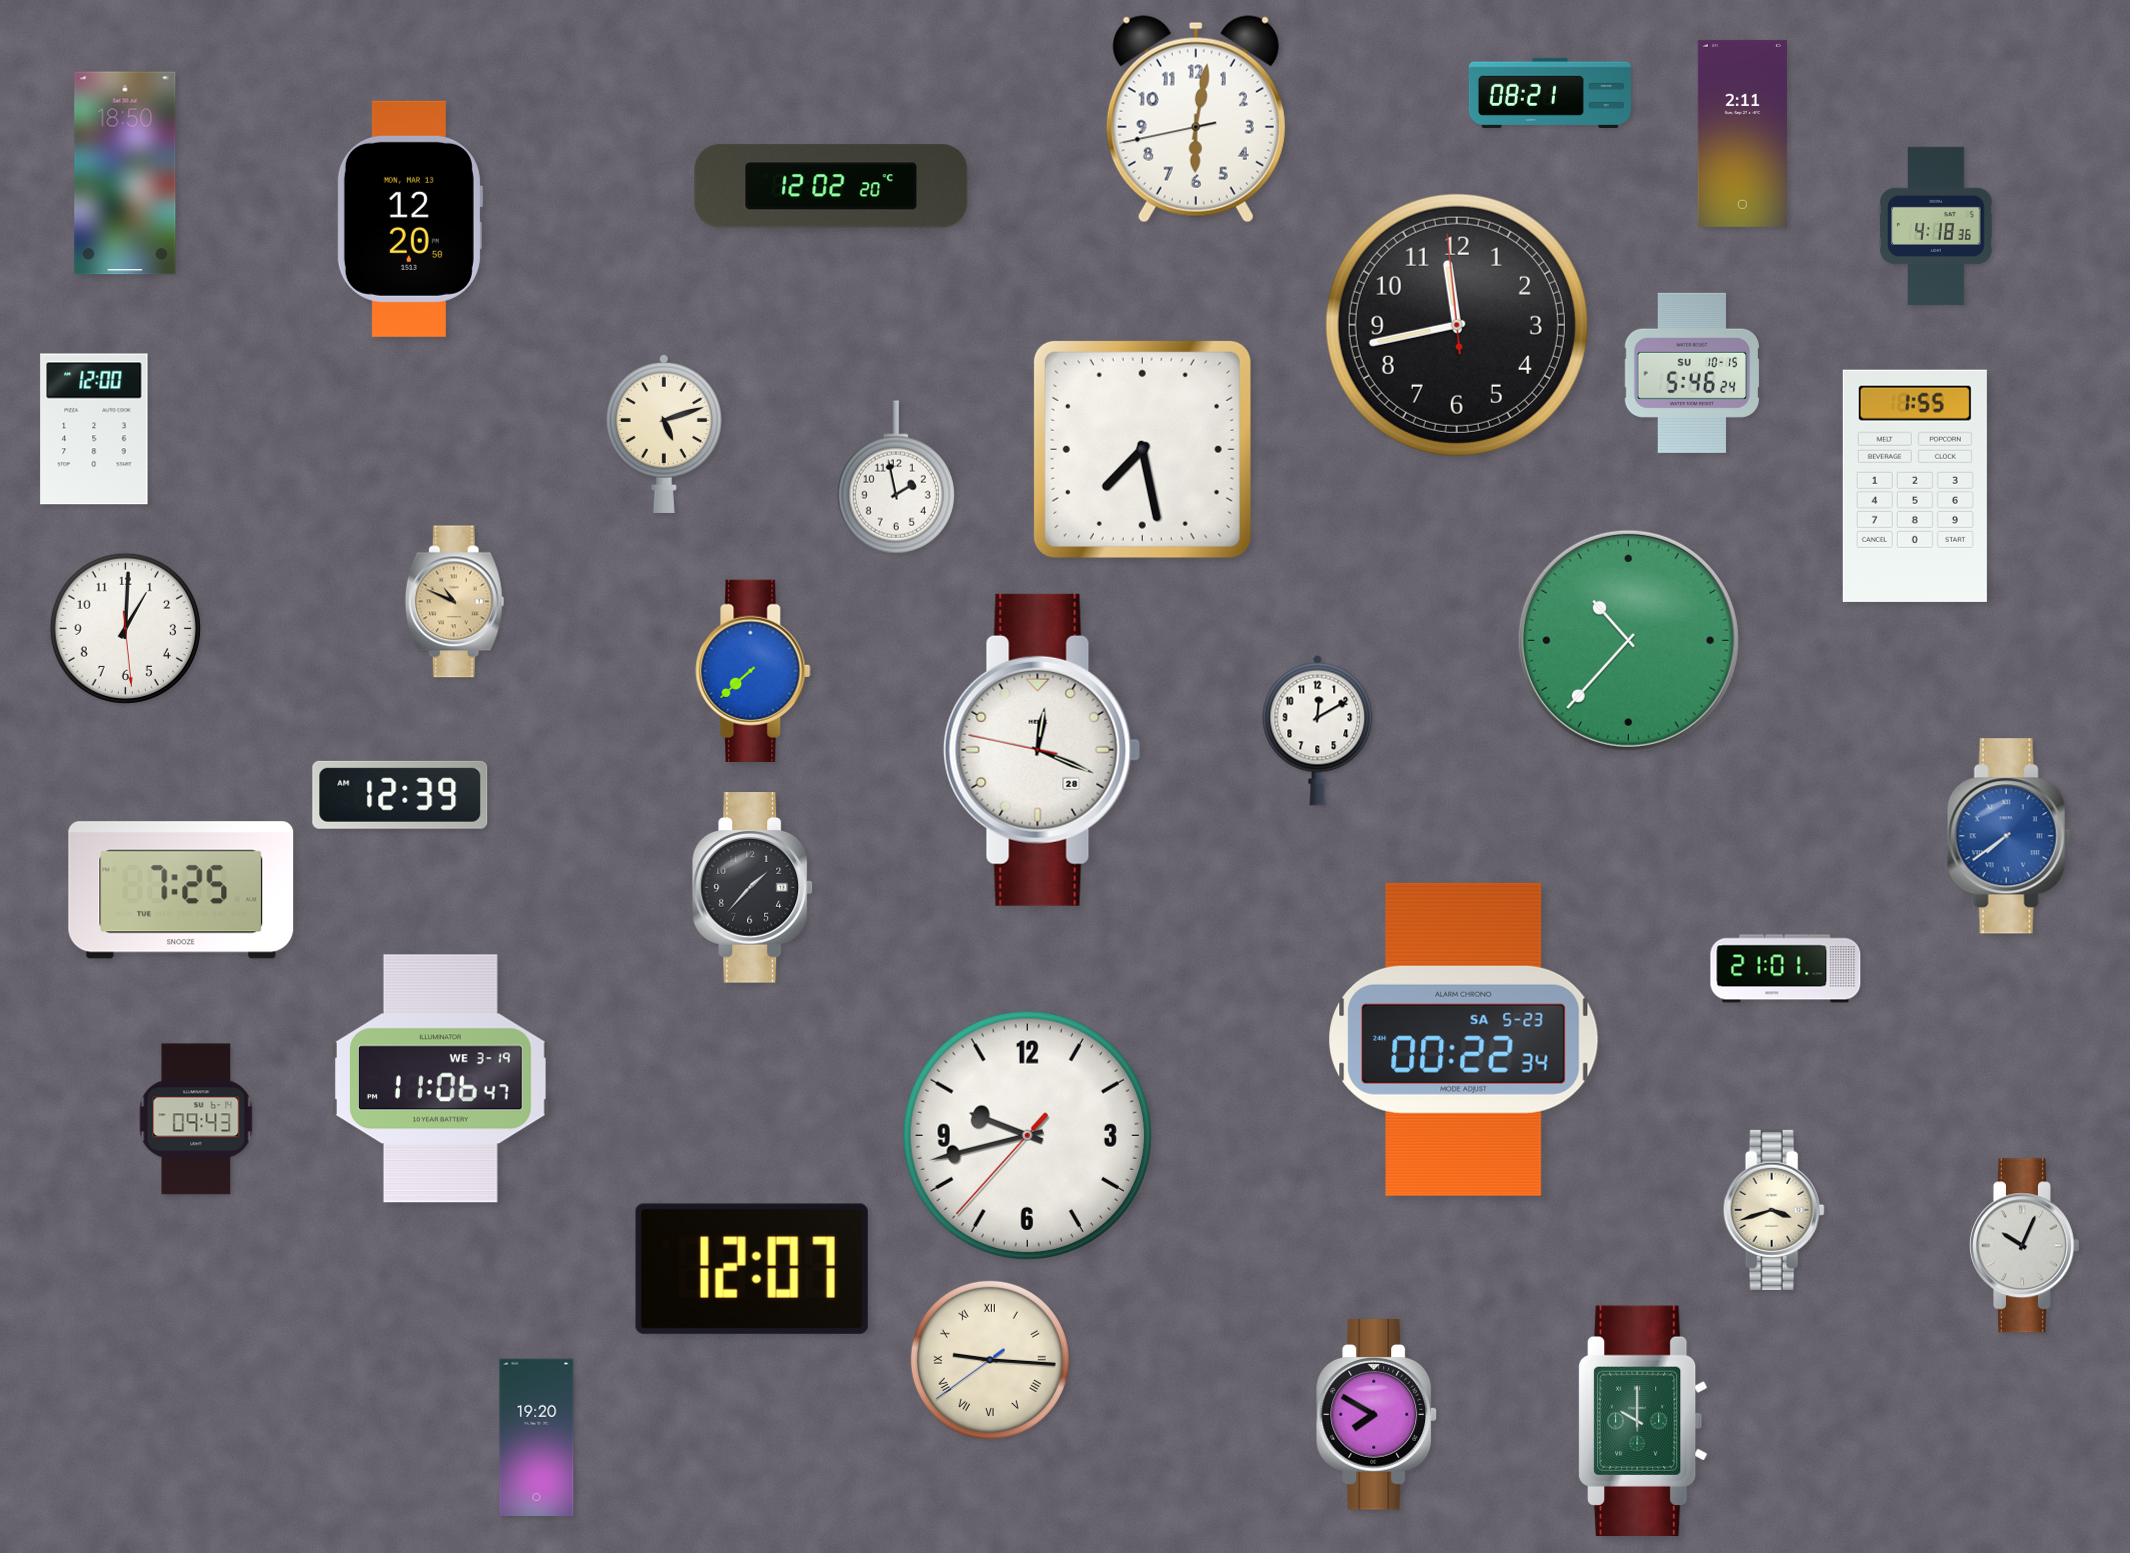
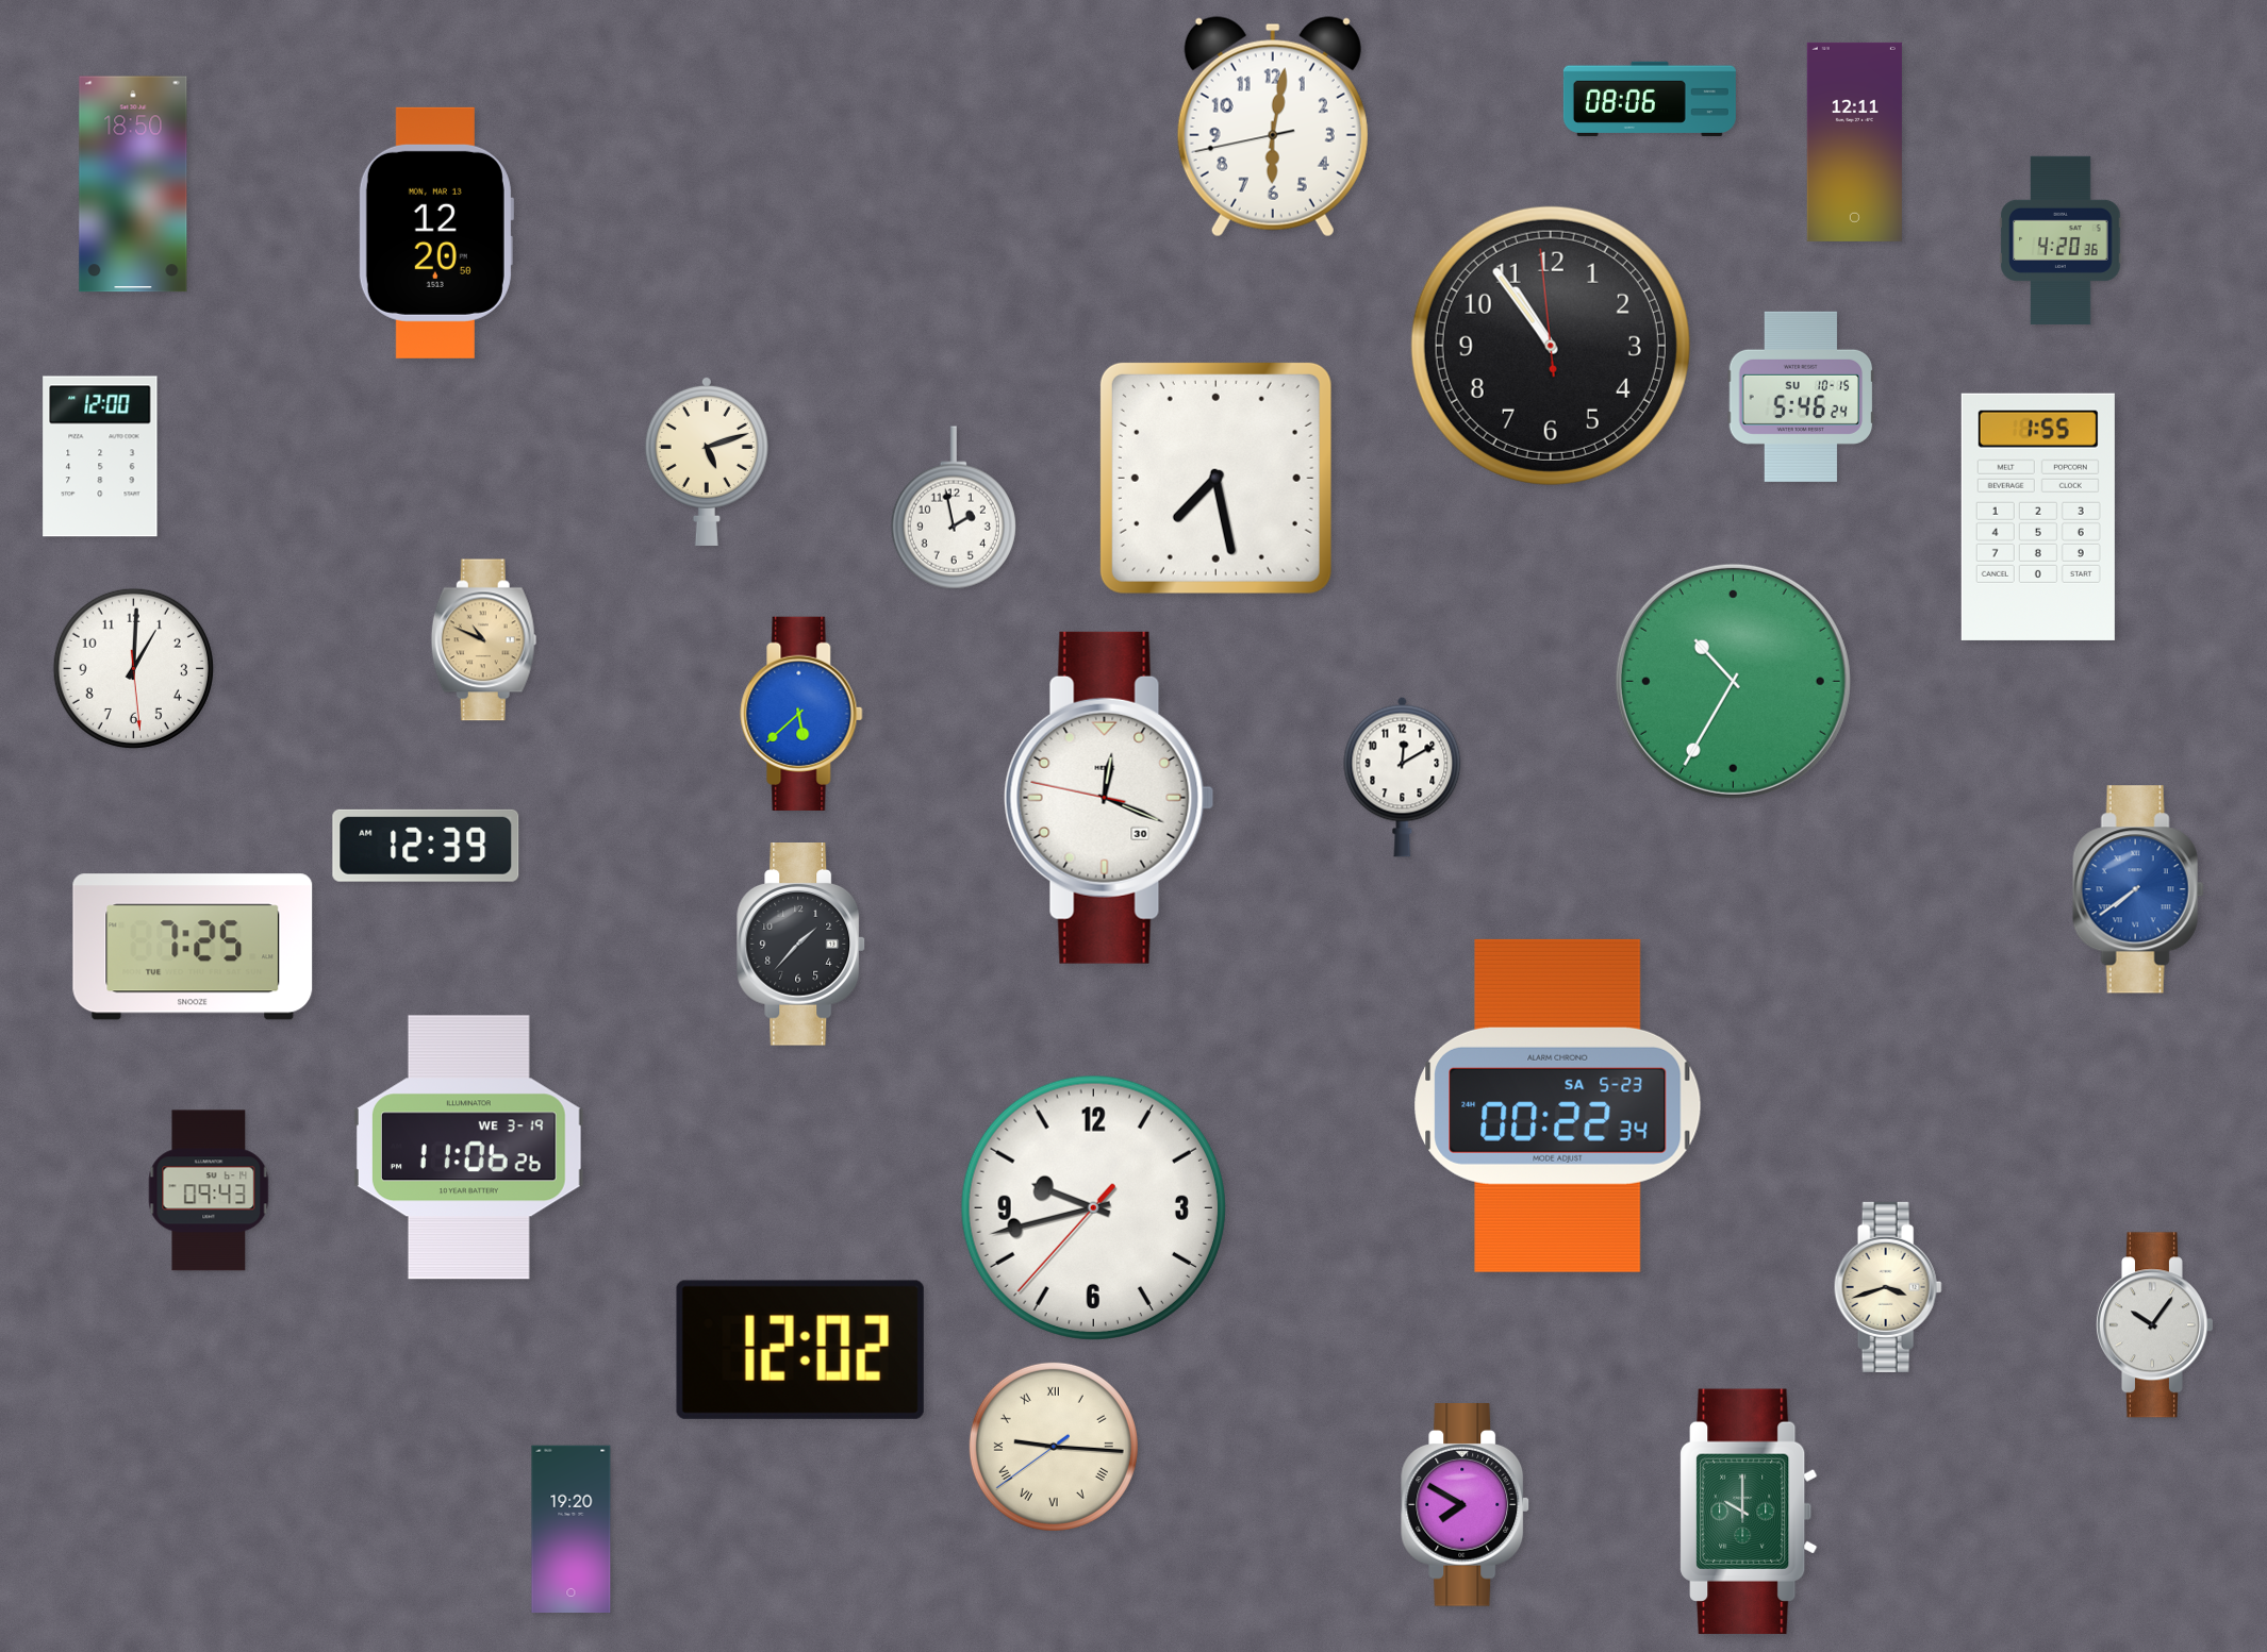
clock at (1550, 93): 08:21 -> 08:06
clock at (1742, 133): 2:11 -> 12:11
clock at (831, 186): 12:02 -> none
clock at (1936, 225): 4:18 -> 4:20
clock at (1457, 325): 11:42 -> 10:53
clock at (1628, 640): 10:37 -> 10:35
clock at (753, 671): 7:38 -> 5:38
clock at (1042, 750) date: 28 -> 30
clock at (1786, 969): 21:01 -> none
clock at (440, 1079): 11:06:47 -> 11:06:26
clock at (2024, 1246): 10:04 -> 10:06
clock at (752, 1269): 12:07 -> 12:02
